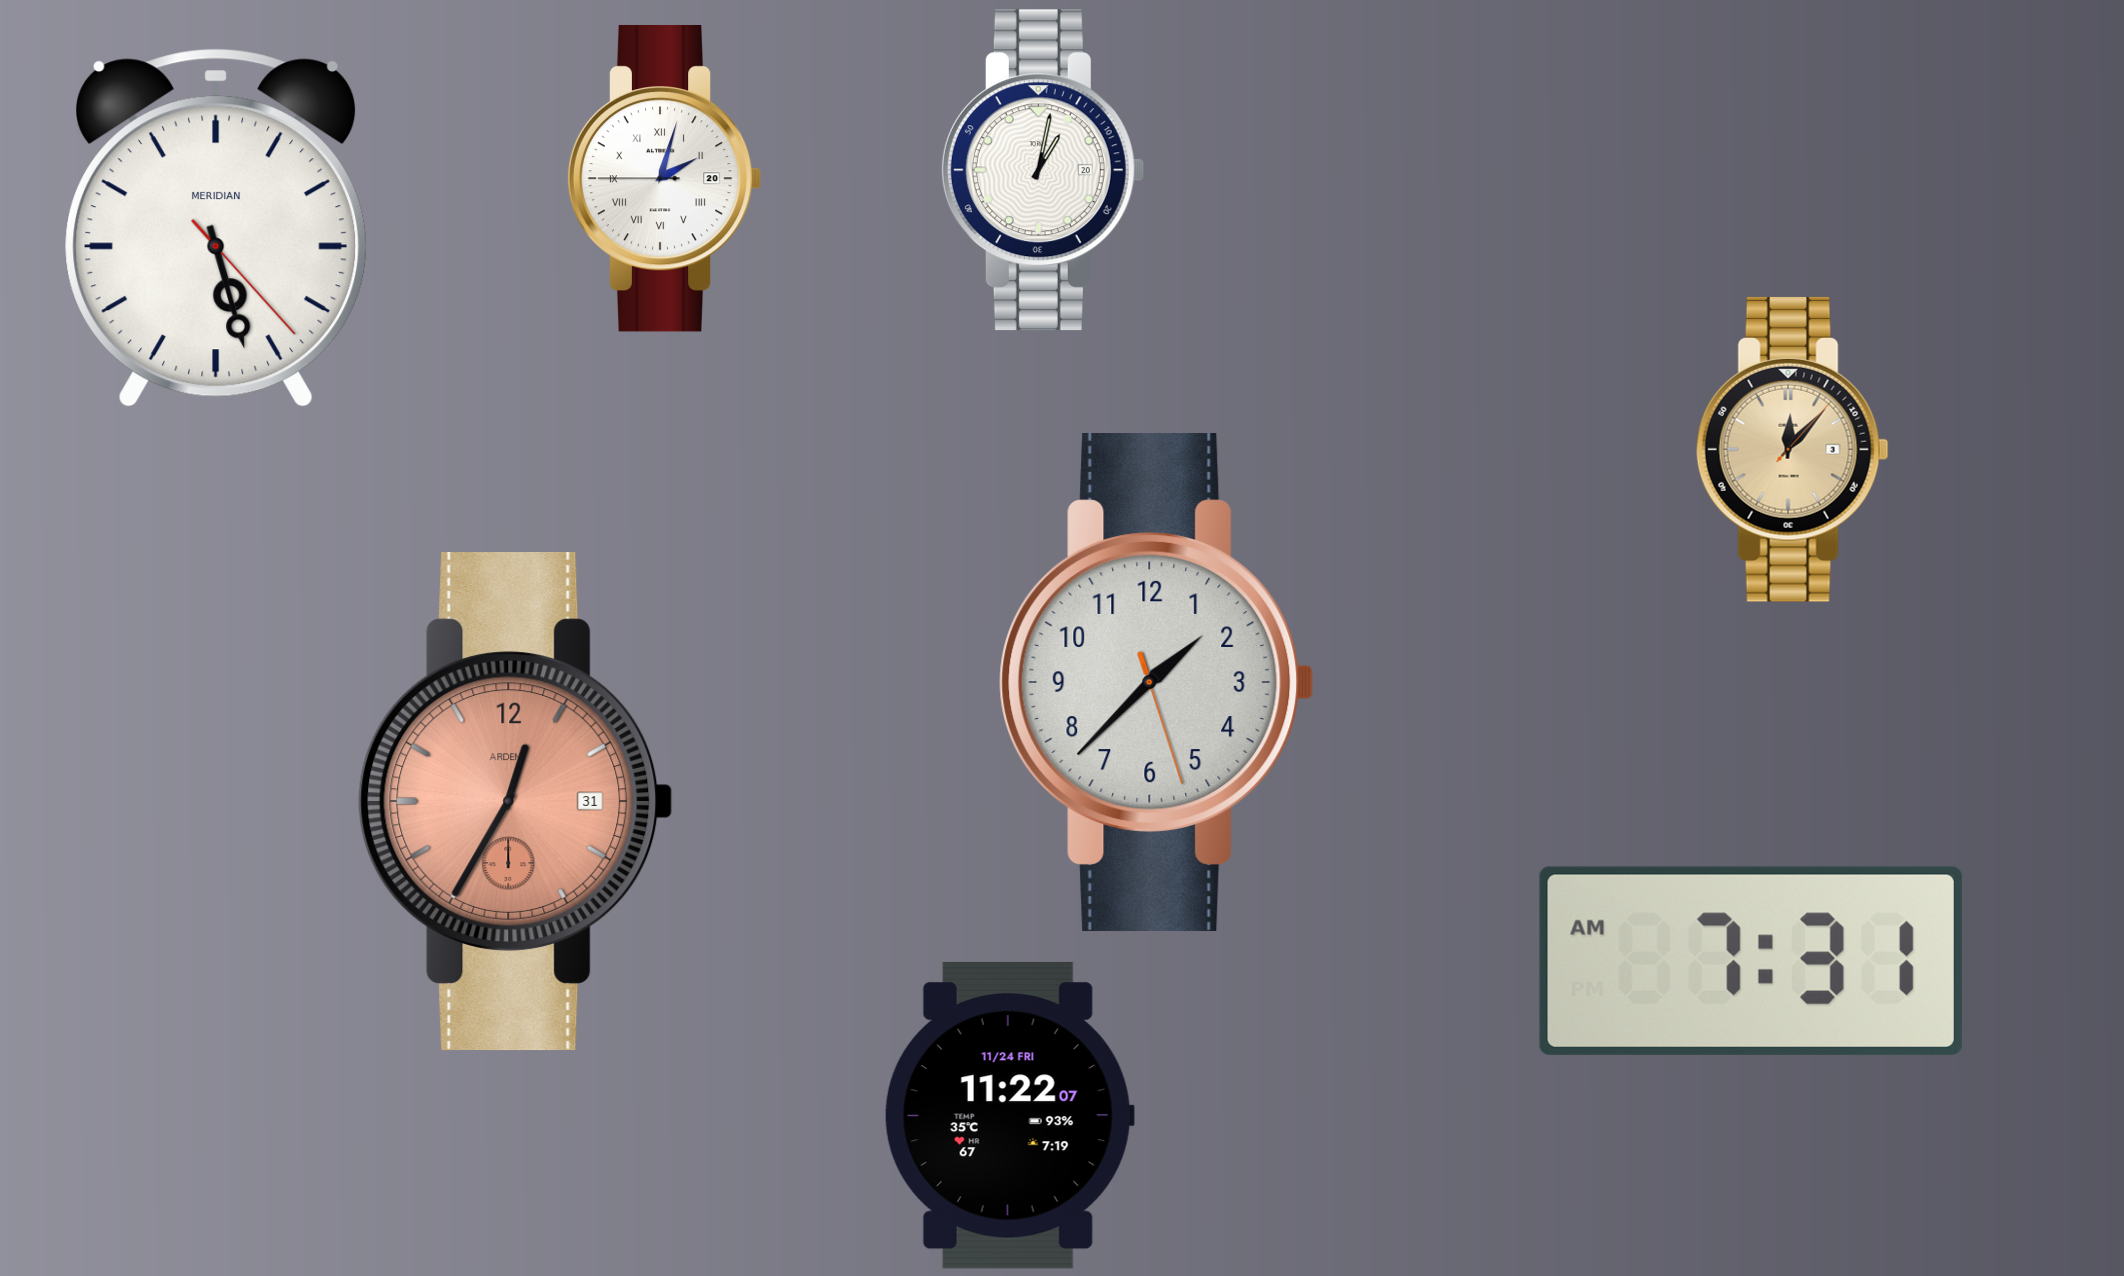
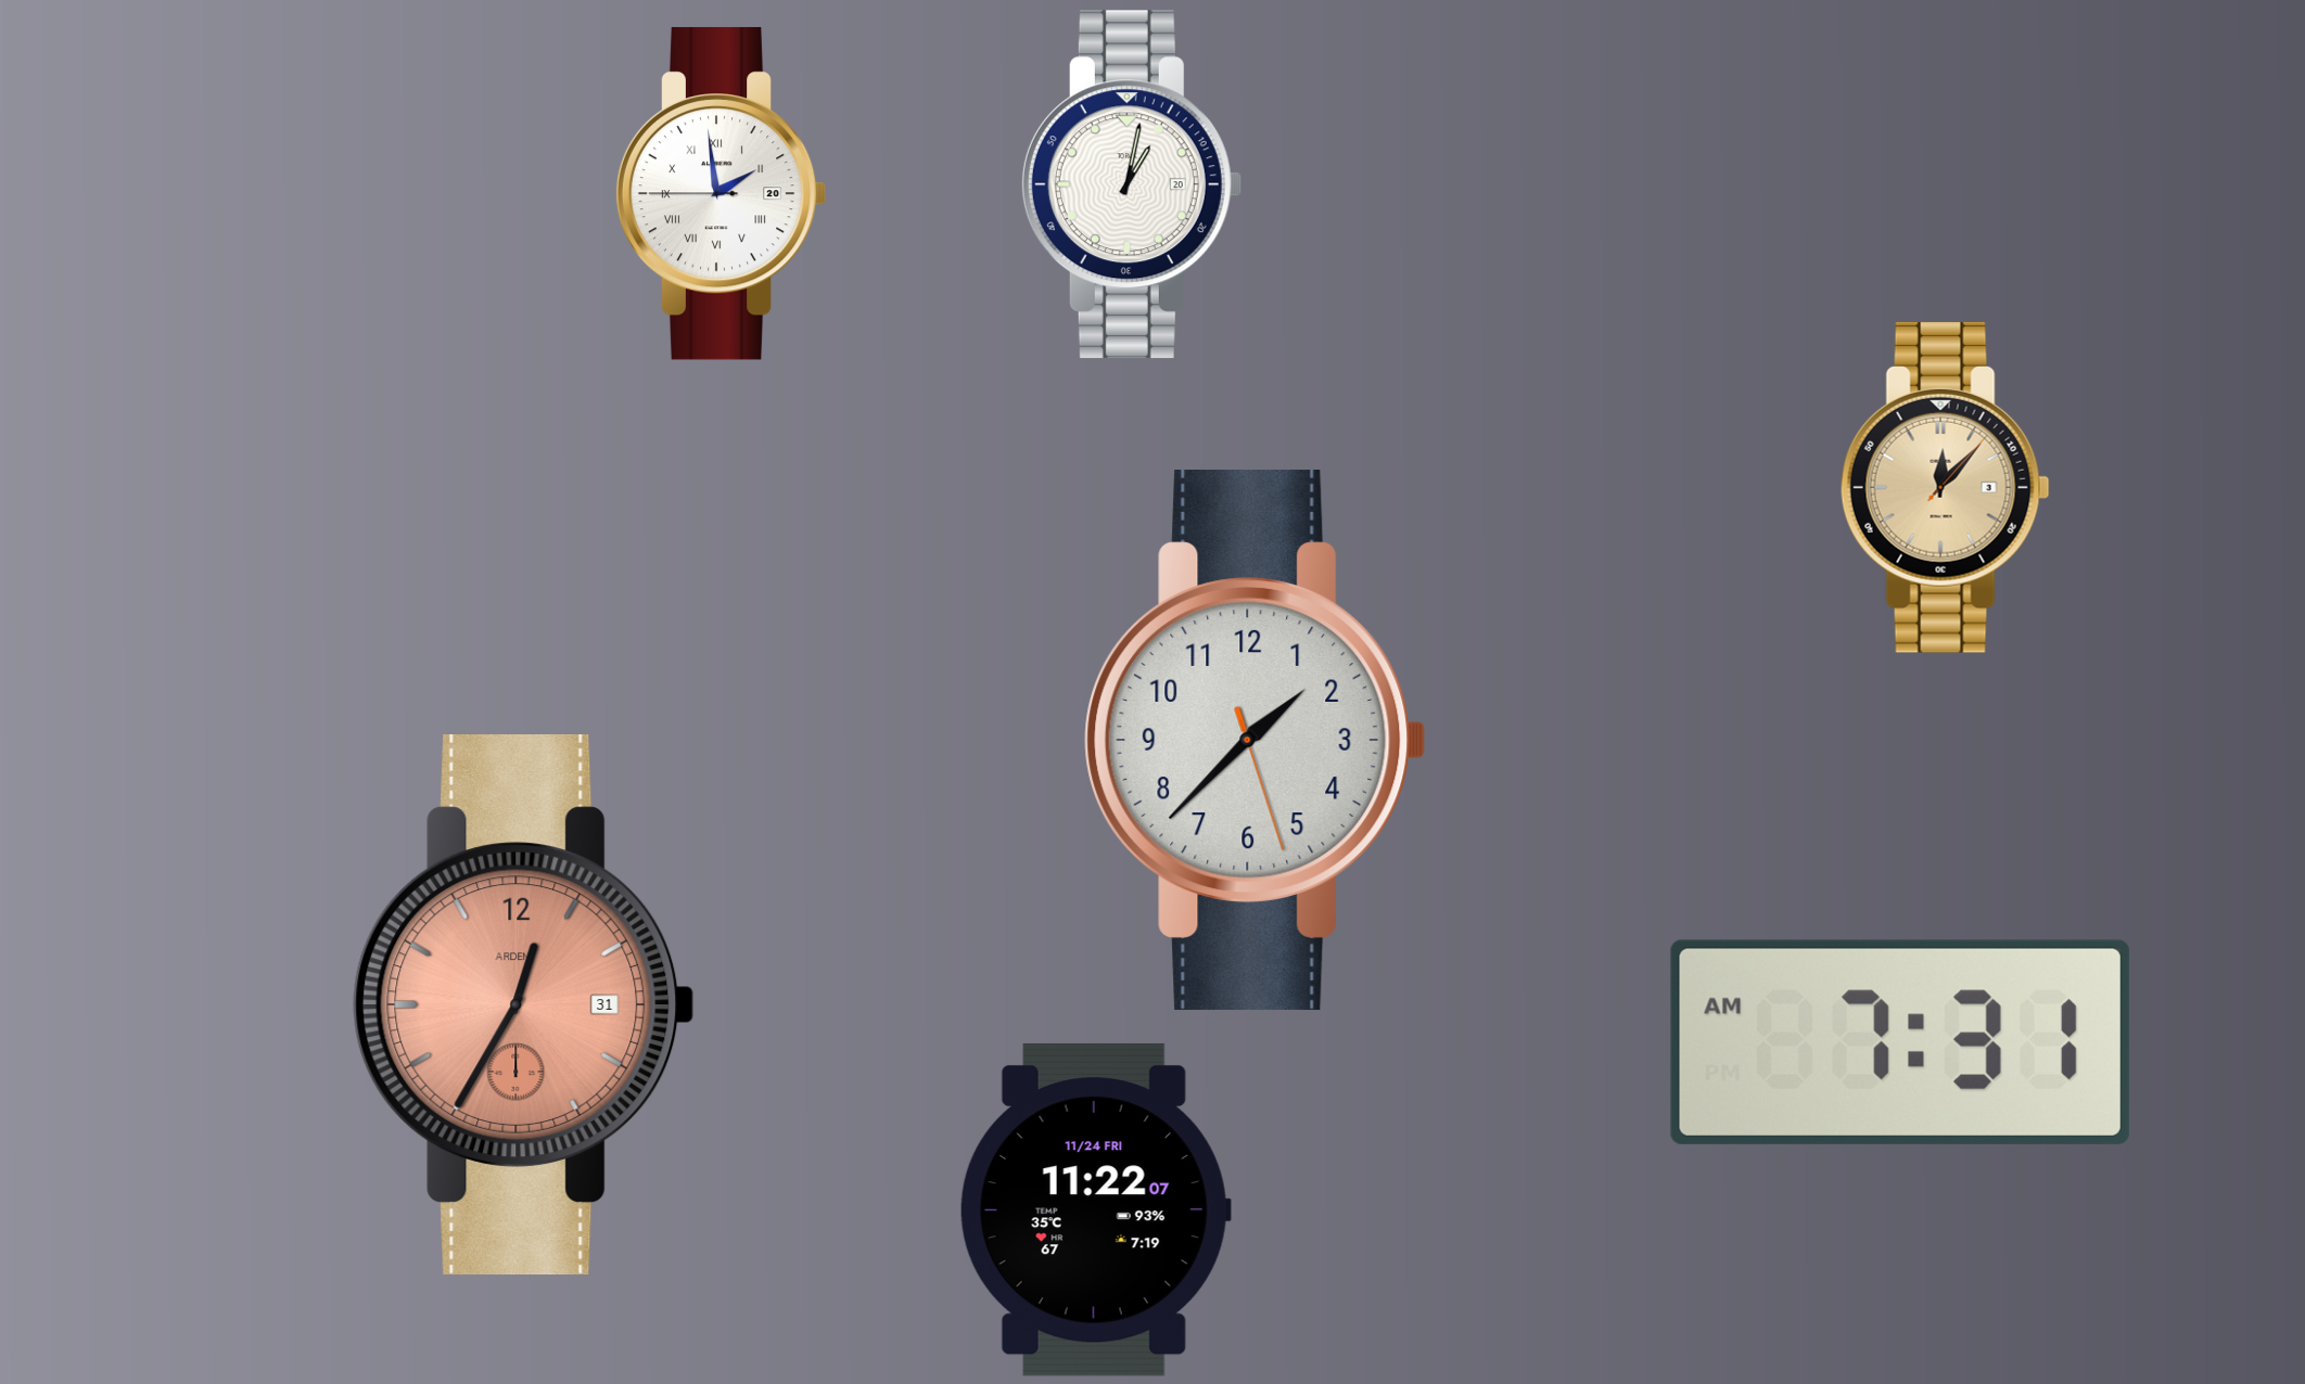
clock at (664, 178): 2:02 -> 1:58
clock at (216, 228): 5:27 -> none
clock at (516, 802) position: (516, 802) -> (524, 1005)
